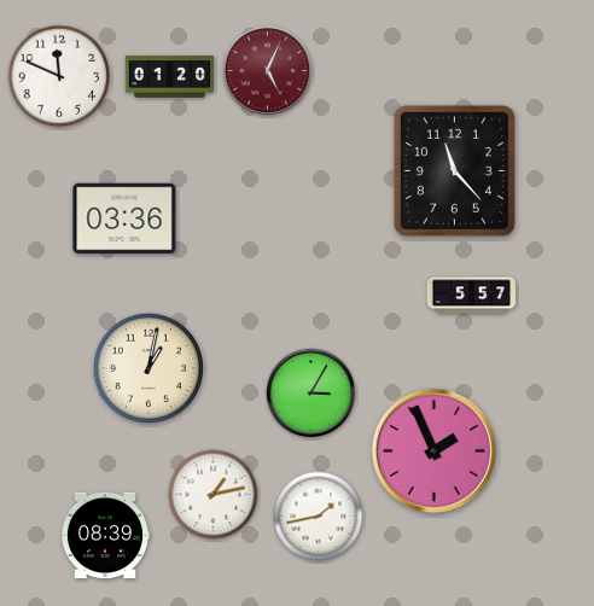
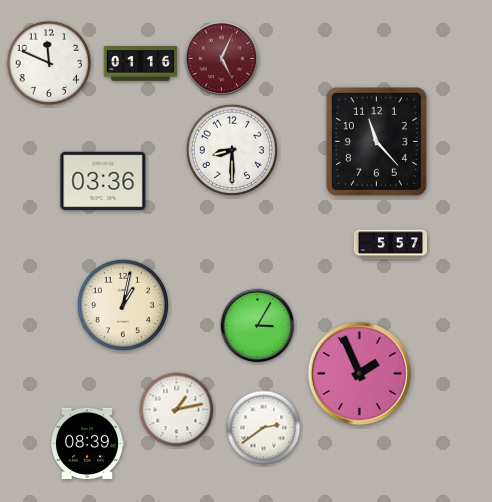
clock at (169, 77): 01:20 -> 01:16
clock at (232, 150): none -> 8:30
clock at (319, 517): 1:43 -> 2:39
